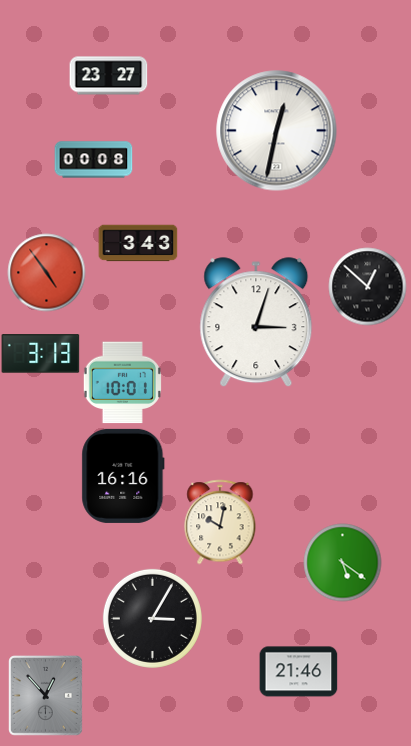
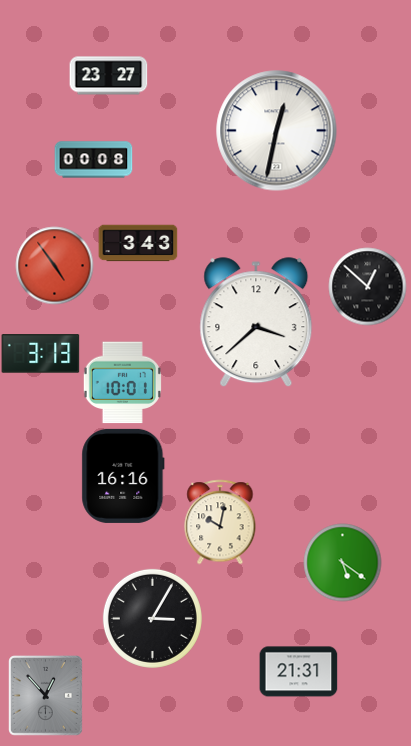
clock at (46, 272) position: (46, 272) -> (54, 265)
clock at (256, 322): 3:03 -> 3:38
clock at (298, 672): 21:46 -> 21:31
